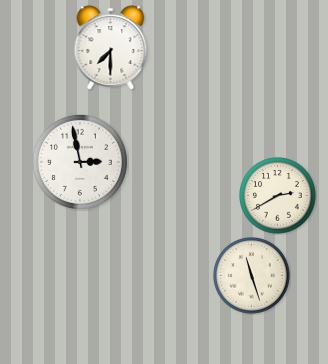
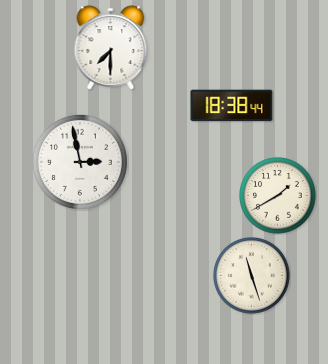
clock at (232, 106): none -> 18:38
clock at (278, 196): 2:40 -> 1:40
